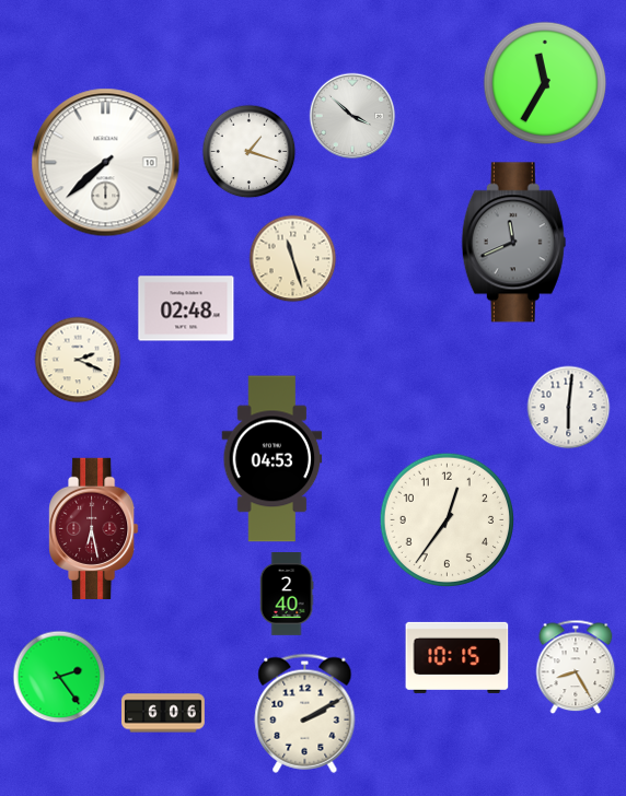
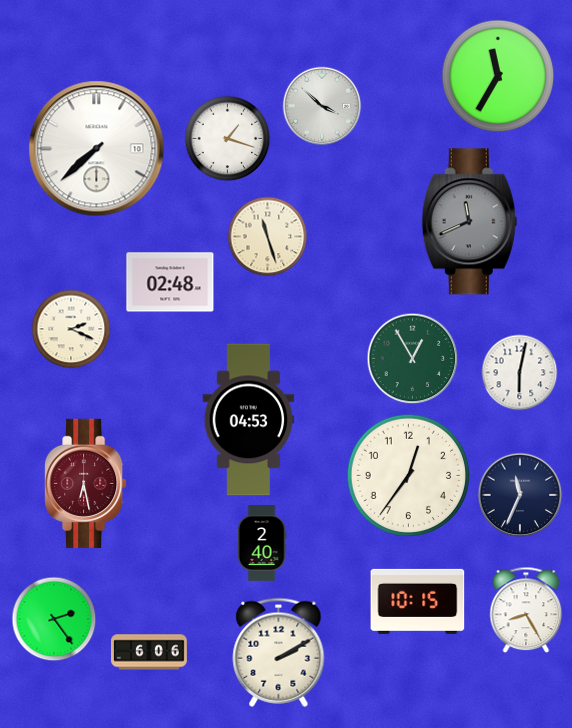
clock at (413, 359): none -> 12:55
clock at (569, 408): 6:01 -> 6:02
clock at (520, 495): none -> 11:34
